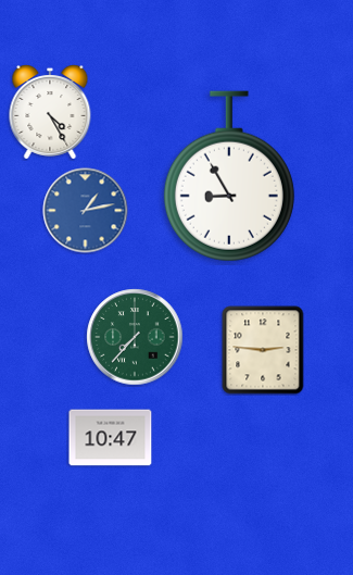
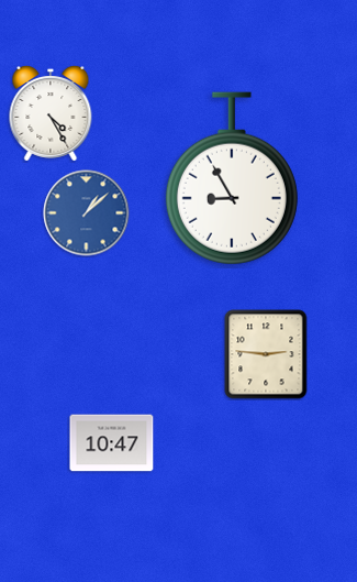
clock at (86, 211): 1:13 -> 1:08
clock at (135, 337): 7:37 -> none
